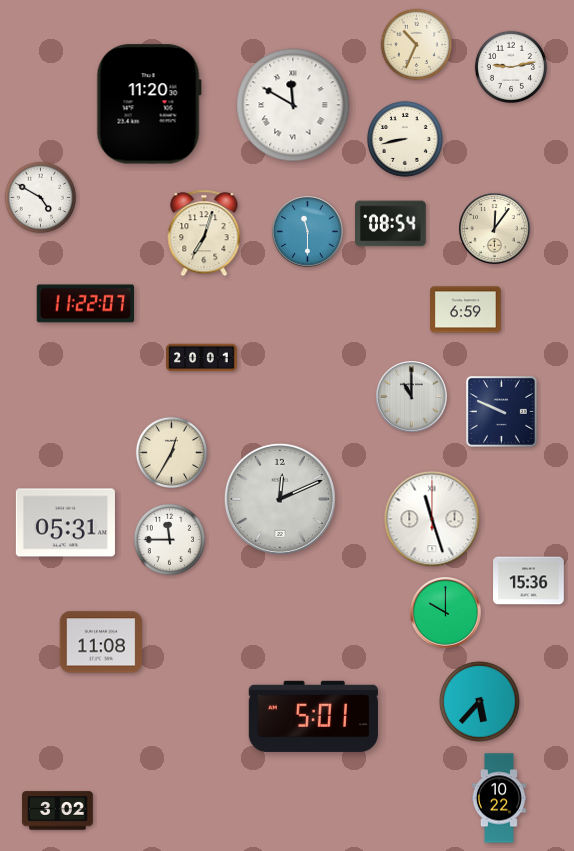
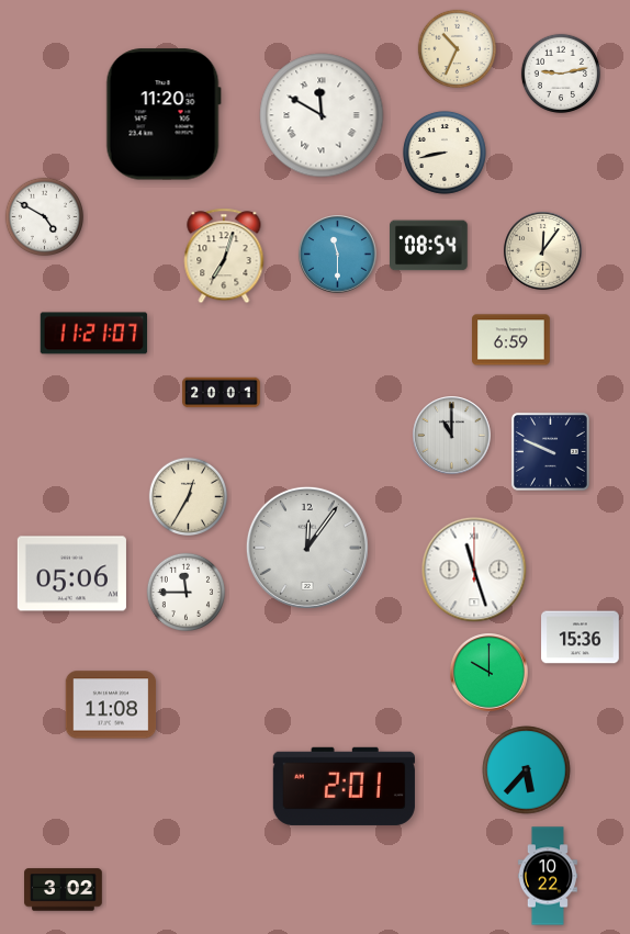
clock at (86, 304): 11:22 -> 11:21
clock at (280, 499): 12:11 -> 12:06
clock at (65, 523): 05:31 -> 05:06
clock at (313, 716): 5:01 -> 2:01
